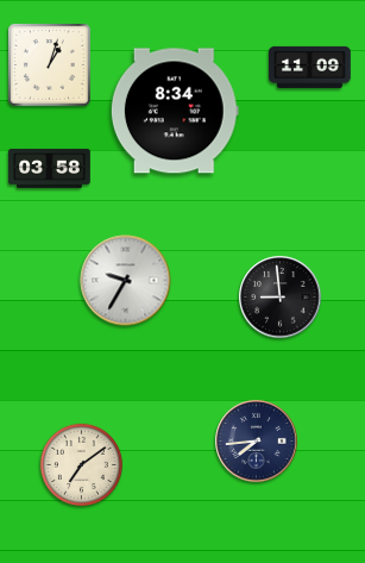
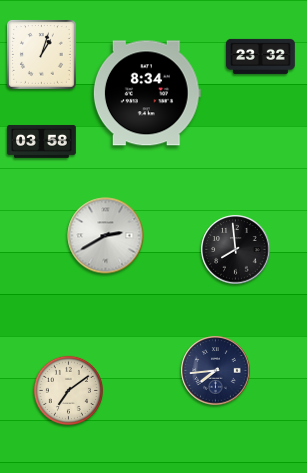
clock at (310, 67): 11:09 -> 23:32
clock at (126, 281): 9:35 -> 2:40
clock at (281, 298): 8:59 -> 7:59
